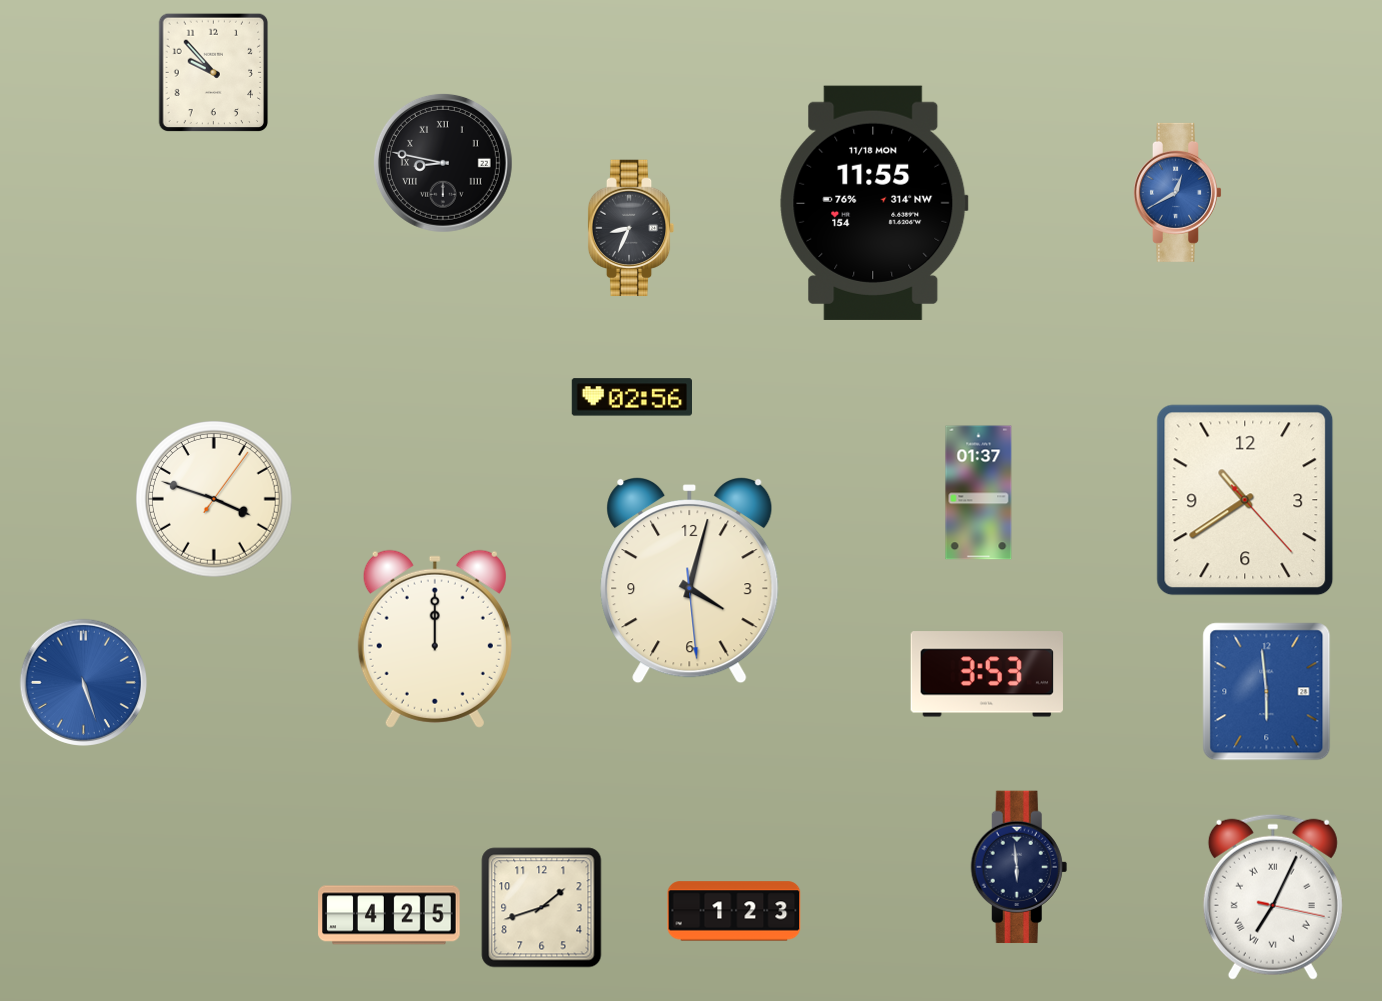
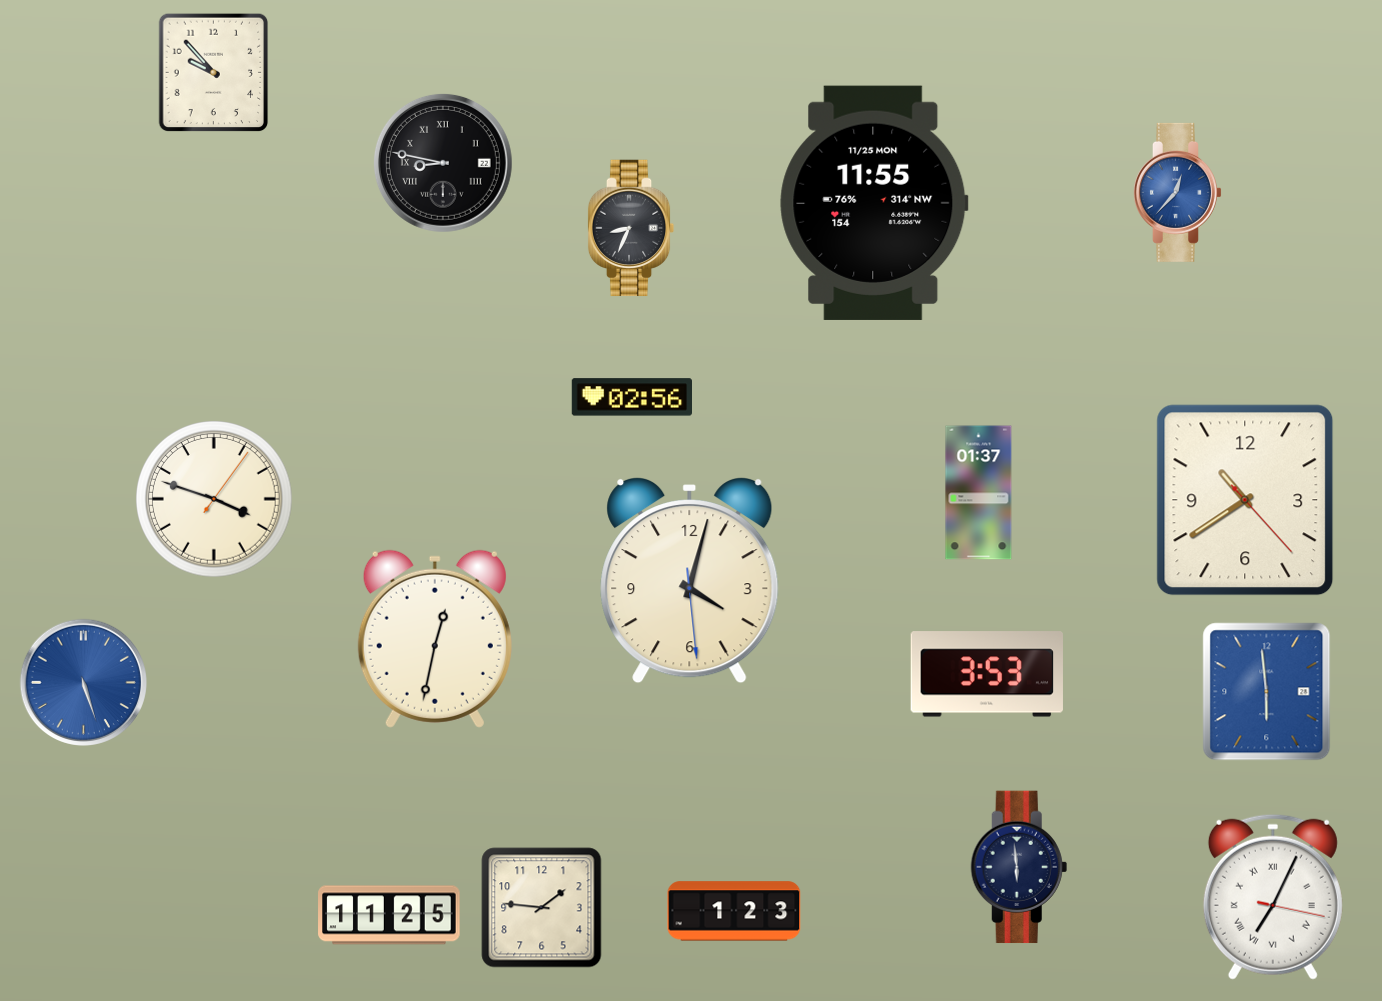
clock at (1177, 192): 12:40 -> 12:37
clock at (874, 203) date: 11/18 MON -> 11/25 MON
clock at (435, 639): 12:00 -> 12:32
clock at (542, 908): 1:42 -> 1:46
clock at (389, 915): 4:25 -> 11:25
